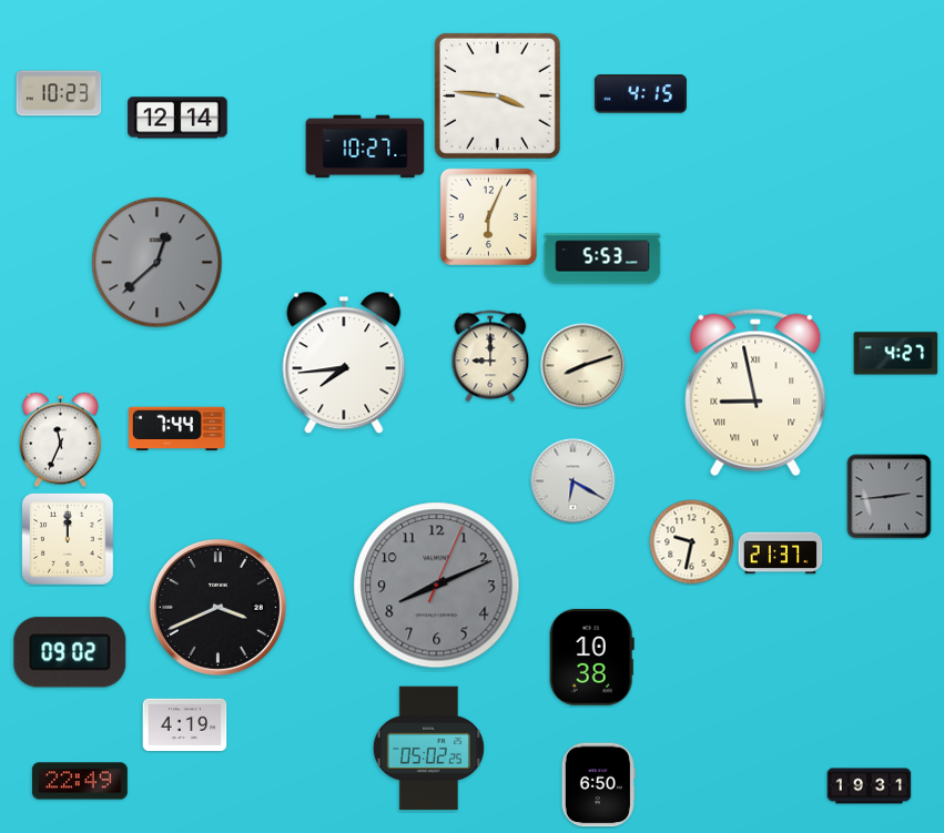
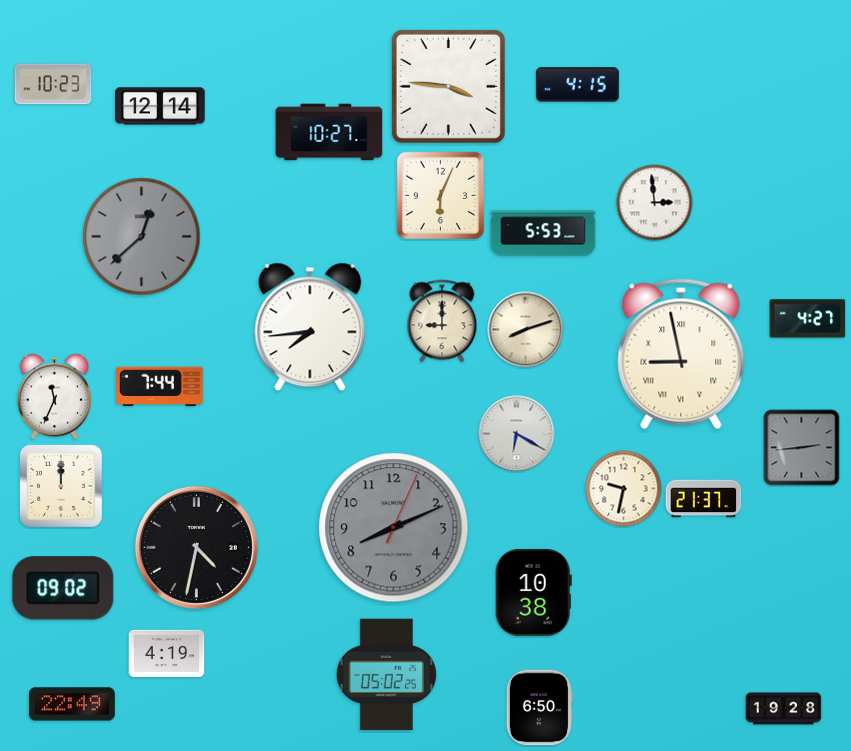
clock at (655, 203): none -> 2:59
clock at (217, 607): 3:41 -> 4:32
clock at (870, 786): 19:31 -> 19:28
